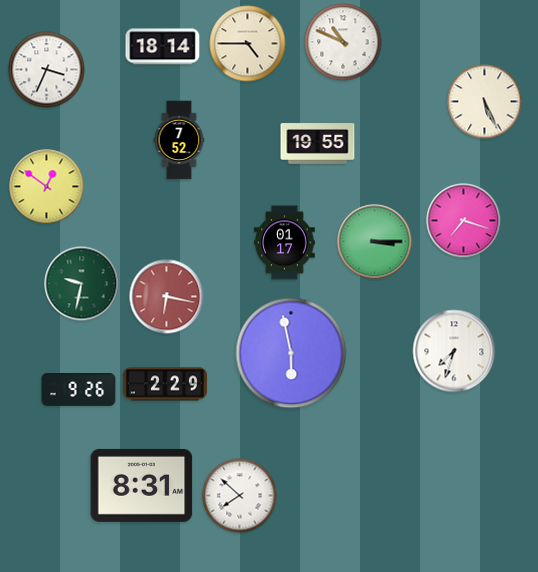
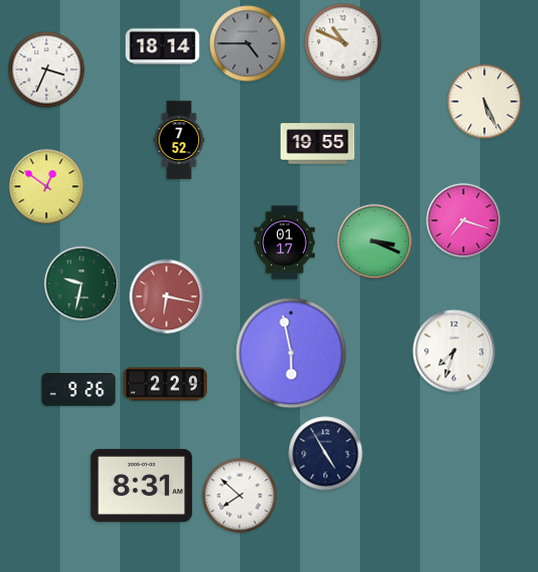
clock at (248, 44) dial: cream -> grey
clock at (375, 242): 3:15 -> 3:19
clock at (326, 454): none -> 4:55
